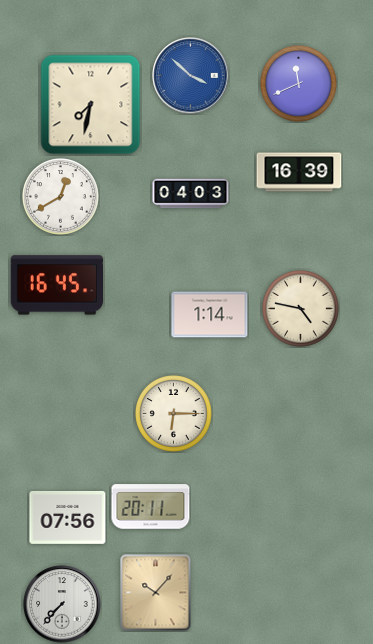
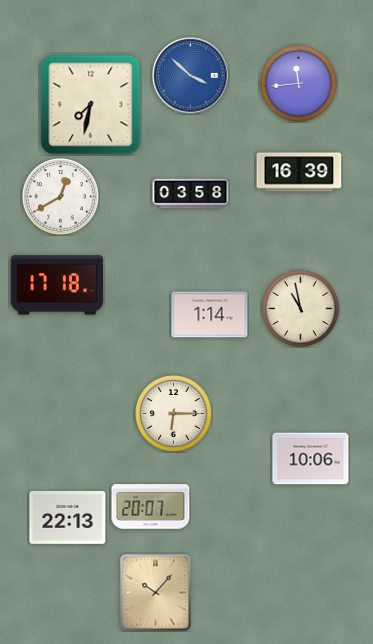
clock at (299, 84): 11:41 -> 11:44
clock at (191, 194): 04:03 -> 03:58
clock at (56, 285): 16:45 -> 17:18
clock at (301, 309): 4:47 -> 10:58
clock at (311, 459): none -> 10:06
clock at (151, 507): 20:11 -> 20:07
clock at (68, 518): 07:56 -> 22:13
clock at (62, 604): 7:37 -> none
